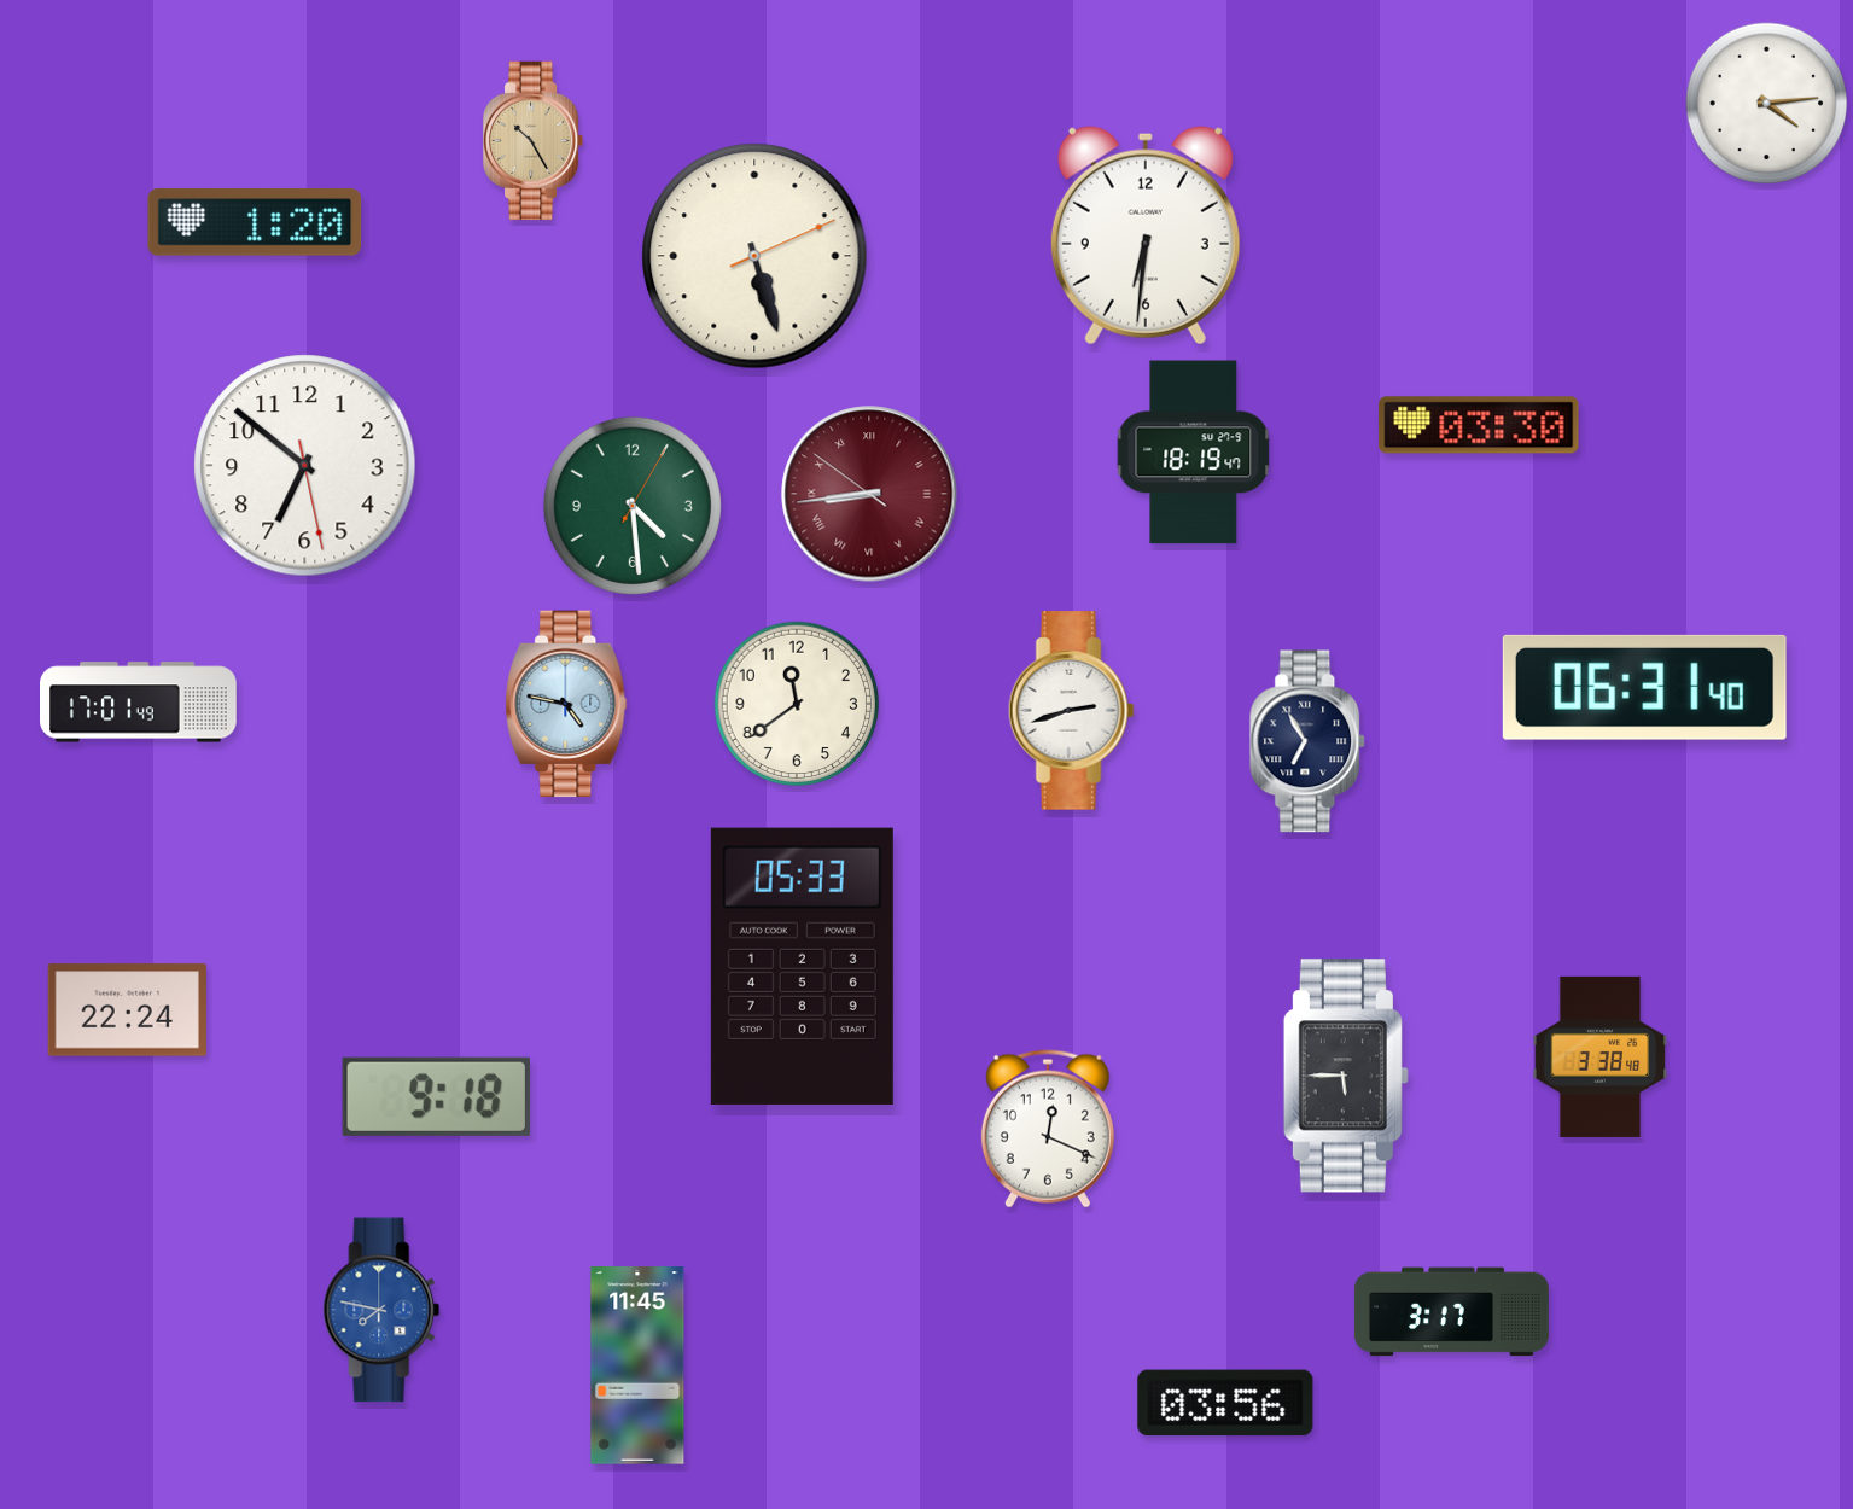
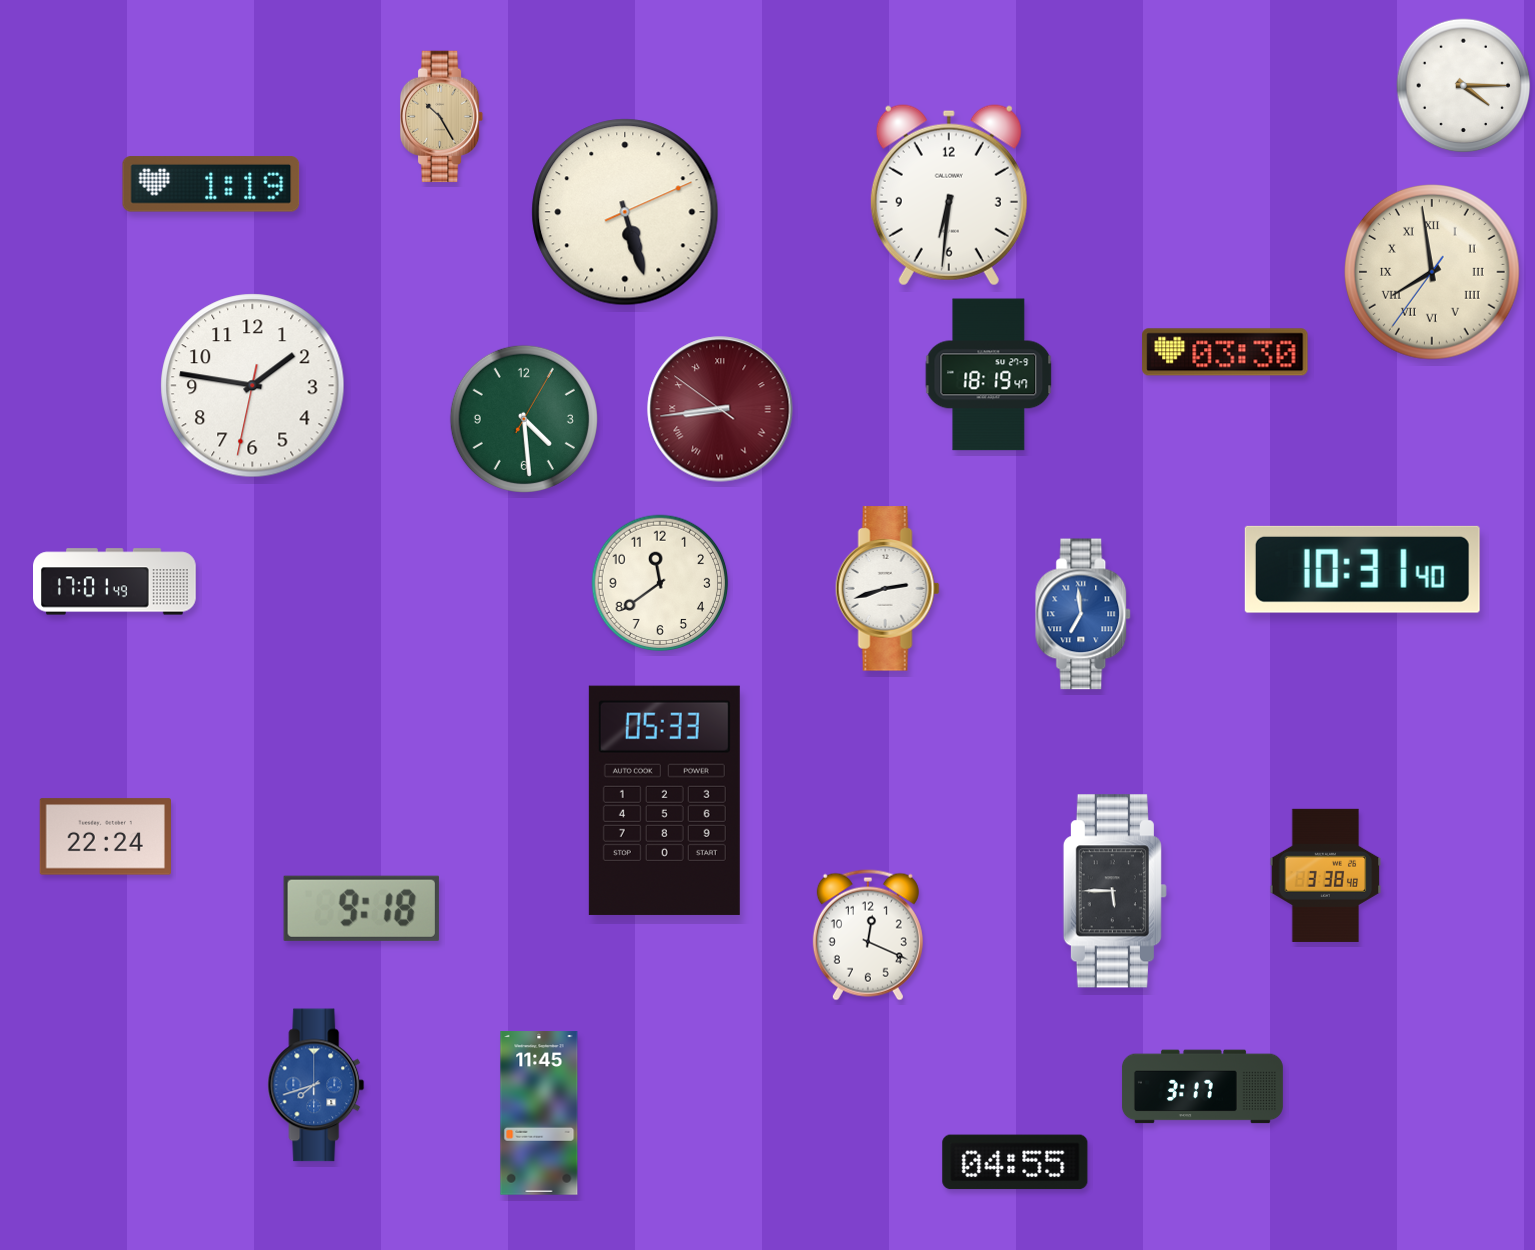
clock at (1767, 104): 4:14 -> 4:15
clock at (255, 222): 1:20 -> 1:19
clock at (1433, 273): none -> 7:58
clock at (305, 466): 6:51 -> 1:46
clock at (1644, 687): 06:31 -> 10:31
clock at (566, 704): 4:47 -> none
clock at (1309, 741): 6:55 -> 6:59
clock at (1309, 741) dial: navy -> blue
clock at (381, 1310): 7:47 -> 7:42
clock at (637, 1365) position: (637, 1365) -> (539, 1113)
clock at (1225, 1403): 03:56 -> 04:55
